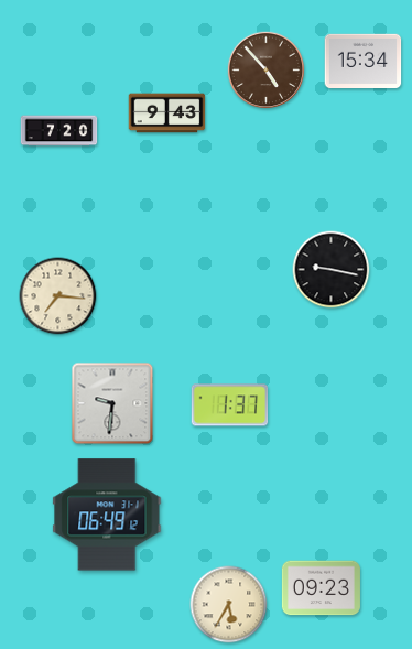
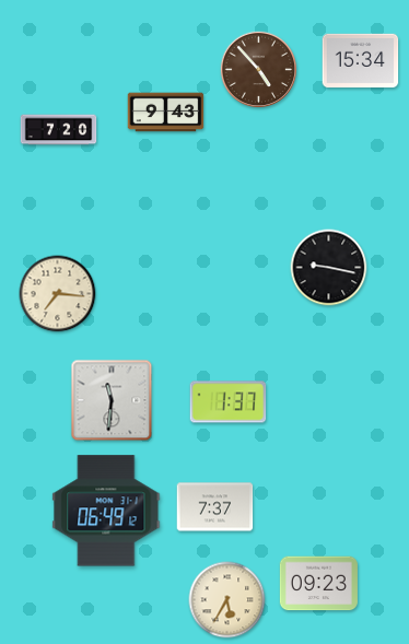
clock at (267, 71) position: (267, 71) -> (259, 70)
clock at (112, 403): 9:31 -> 11:31
clock at (215, 507): none -> 7:37
